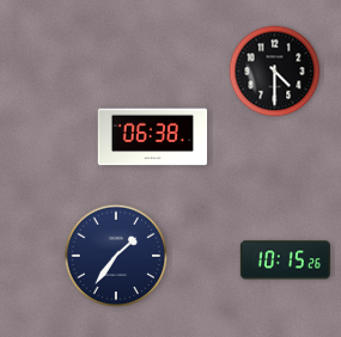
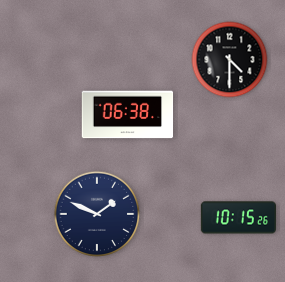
clock at (116, 256): 1:36 -> 1:49
